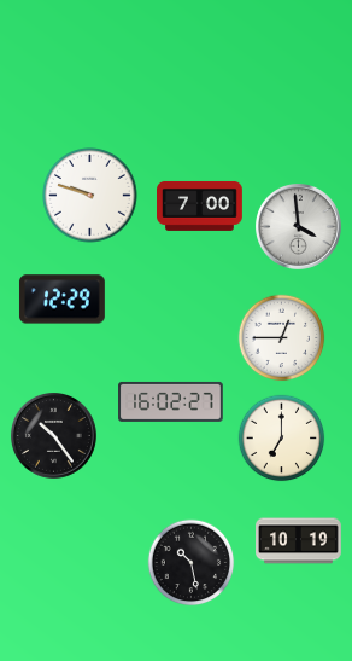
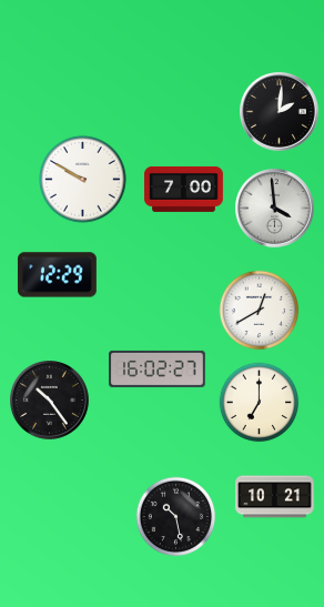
clock at (280, 112): none -> 2:01
clock at (90, 196): 9:48 -> 9:50
clock at (282, 338): 12:45 -> 12:40
clock at (299, 541): 10:19 -> 10:21
